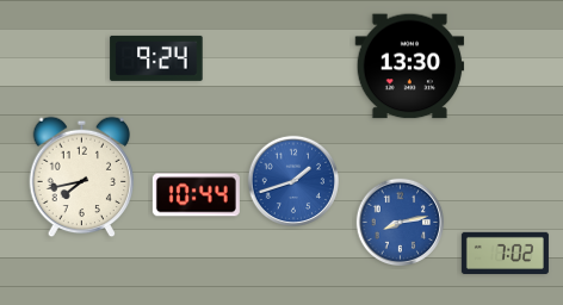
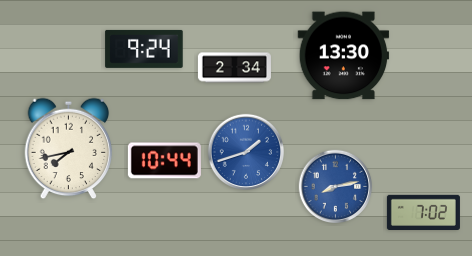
clock at (156, 58) position: (156, 58) -> (144, 49)
clock at (234, 68): none -> 2:34
clock at (196, 195) position: (196, 195) -> (164, 161)
